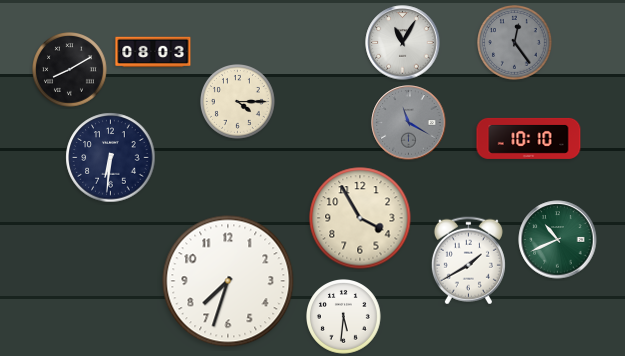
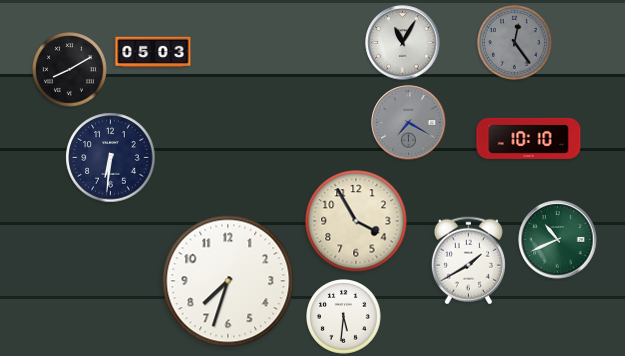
clock at (153, 52): 08:03 -> 05:03
clock at (238, 102): 4:15 -> none
clock at (409, 123): 11:20 -> 7:20
clock at (360, 218) position: (360, 218) -> (356, 221)
